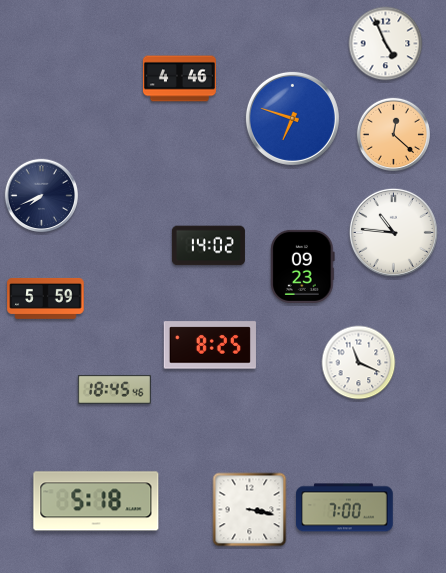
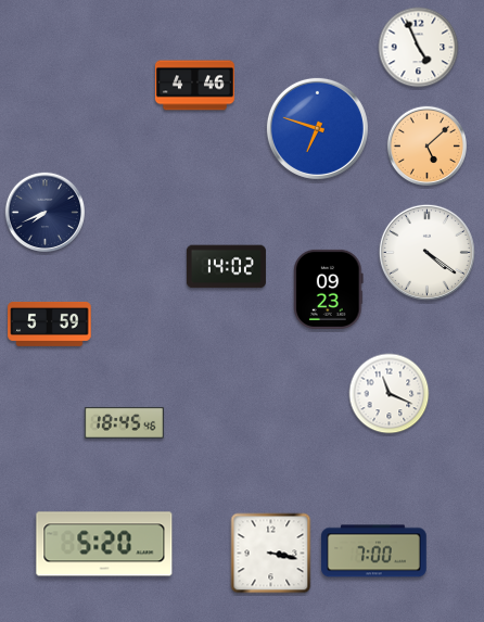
clock at (394, 135): 12:22 -> 5:08
clock at (393, 232): 10:46 -> 4:21
clock at (210, 345): 8:25 -> none
clock at (96, 501): 5:18 -> 5:20
